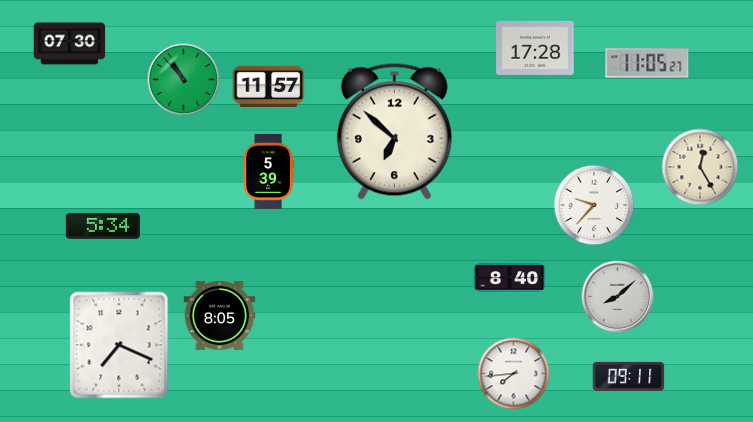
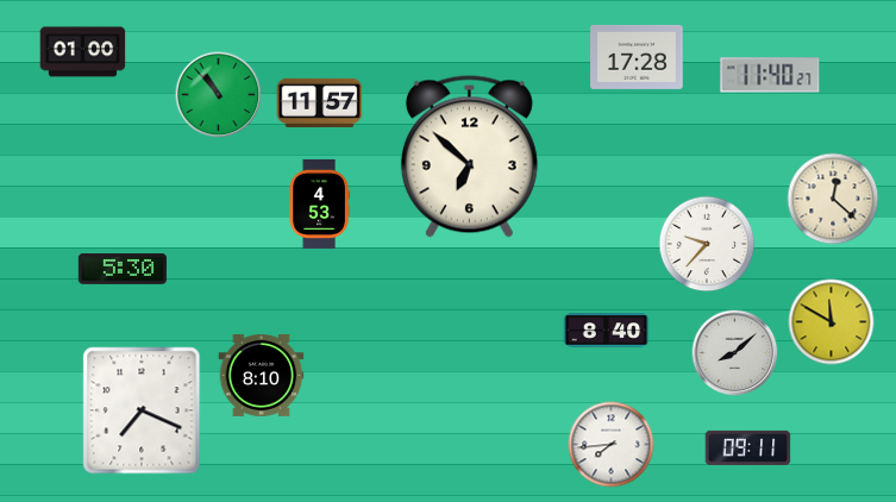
clock at (70, 44): 07:30 -> 01:00
clock at (647, 63): 11:05 -> 11:40
clock at (700, 167): 12:25 -> 12:22
clock at (268, 171): 5:39 -> 4:53
clock at (103, 227): 5:34 -> 5:30
clock at (832, 322): none -> 11:50
clock at (220, 315): 8:05 -> 8:10
